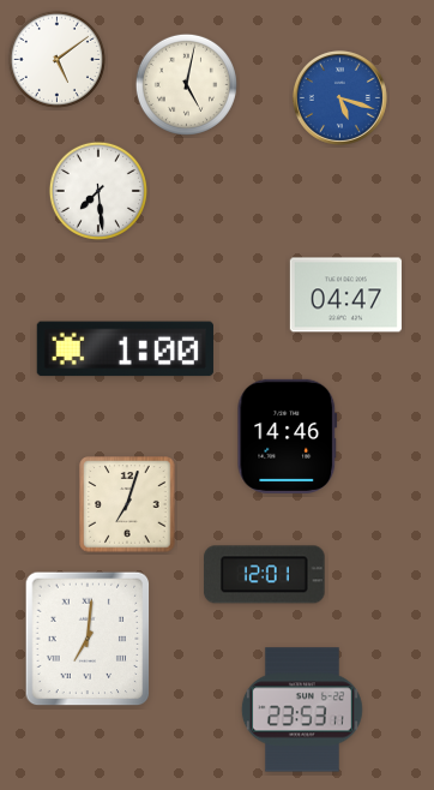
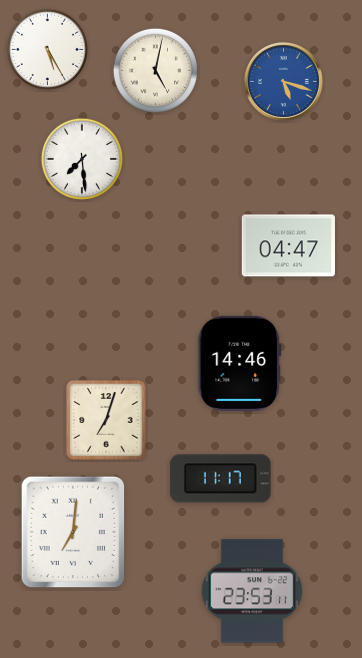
clock at (56, 59): 5:09 -> 5:25
clock at (125, 349): 1:00 -> none
clock at (265, 575): 12:01 -> 11:17
